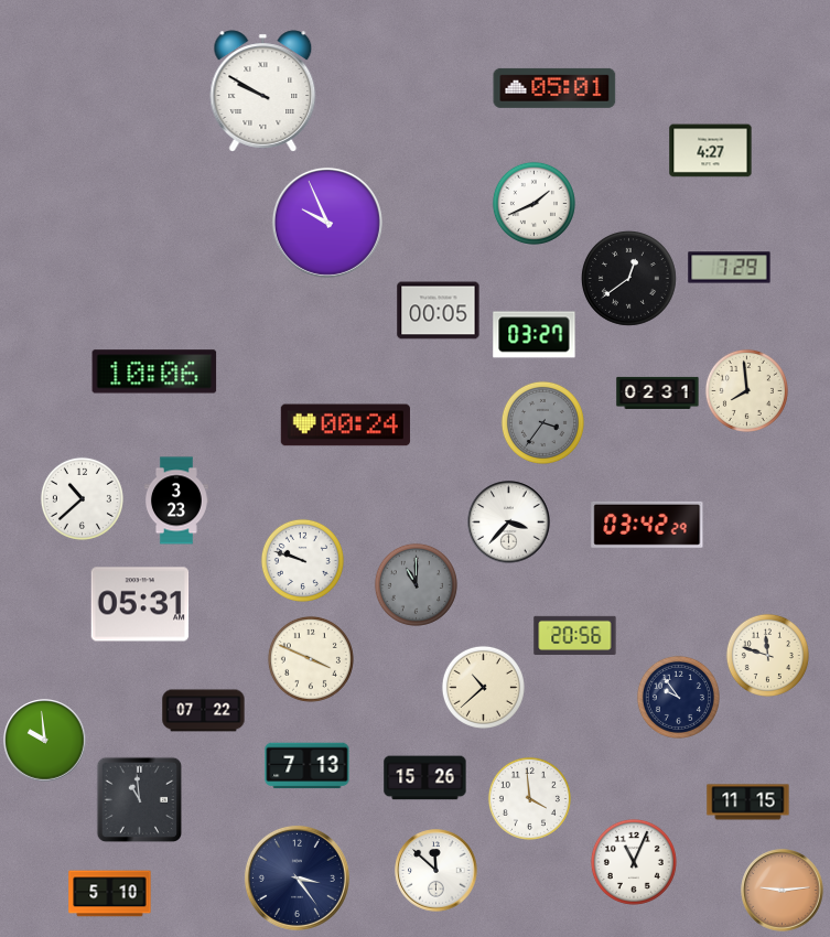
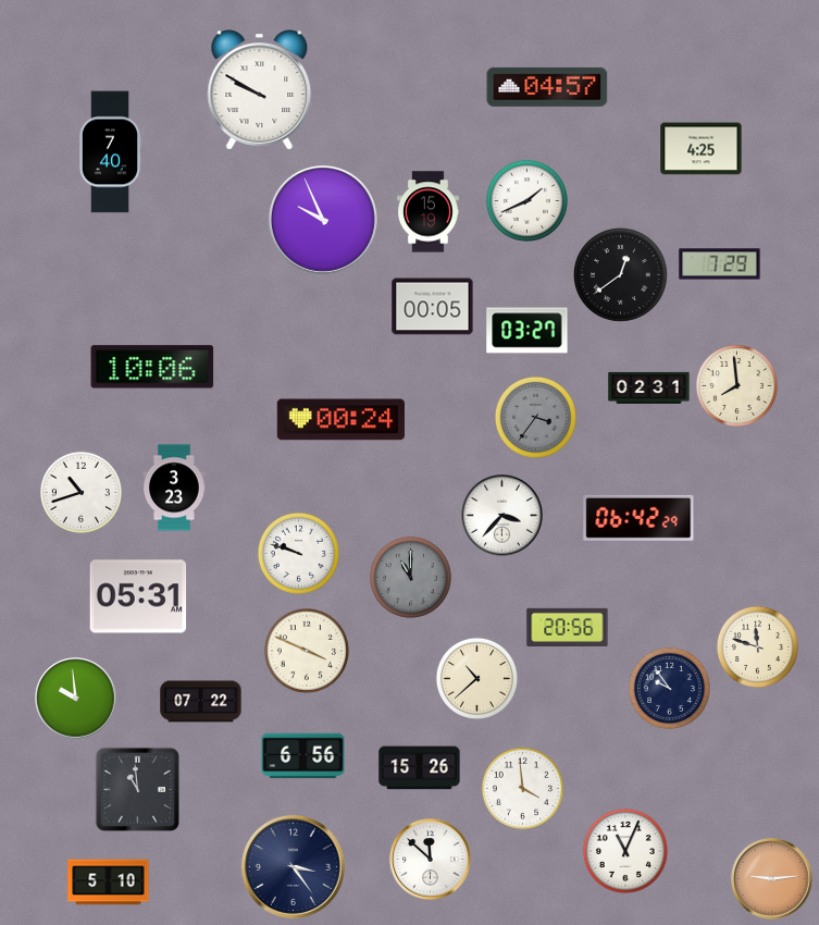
clock at (554, 88): 05:01 -> 04:57
clock at (711, 151): 4:27 -> 4:25
clock at (110, 152): none -> 7:40
clock at (429, 212): none -> 15:19
clock at (82, 498): 10:38 -> 10:42
clock at (176, 500) position: (176, 500) -> (174, 488)
clock at (647, 525): 03:42 -> 06:42
clock at (45, 741) position: (45, 741) -> (76, 699)
clock at (308, 766): 7:13 -> 6:56
clock at (748, 803): 11:15 -> none
